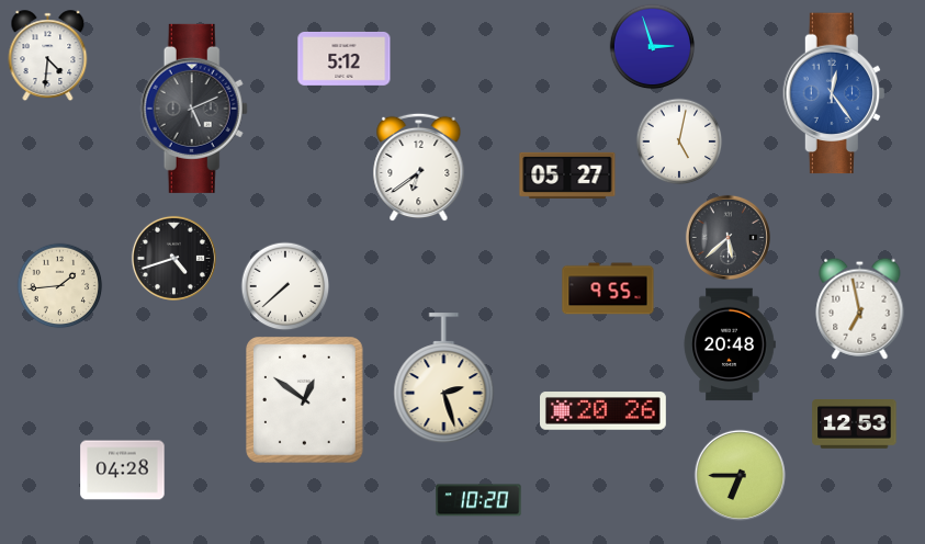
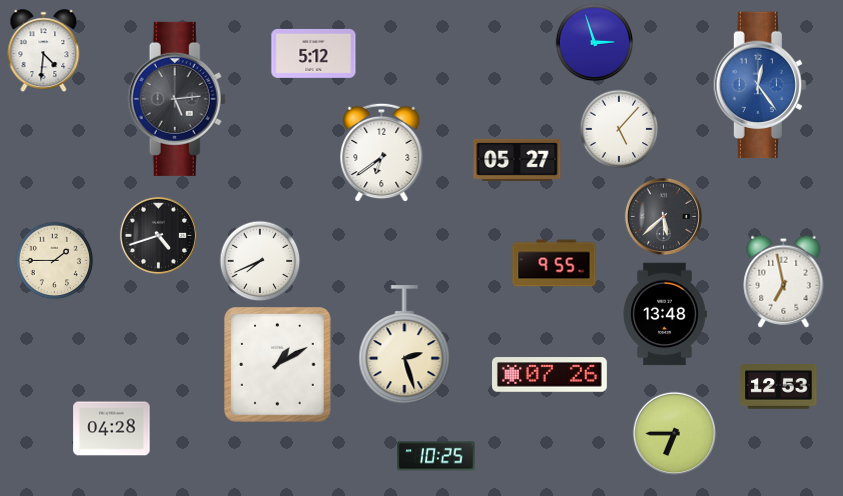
clock at (194, 109): 5:11 -> 5:14
clock at (679, 141): 5:02 -> 5:07
clock at (59, 285): 1:44 -> 1:45
clock at (285, 286): 7:38 -> 7:41
clock at (730, 344): 20:48 -> 13:48
clock at (305, 400): 12:51 -> 1:10
clock at (603, 411): 20:26 -> 07:26
clock at (478, 500): 10:20 -> 10:25
